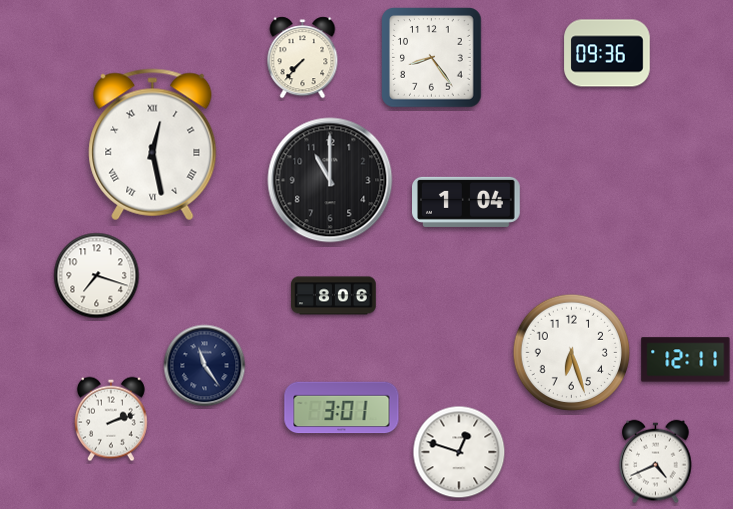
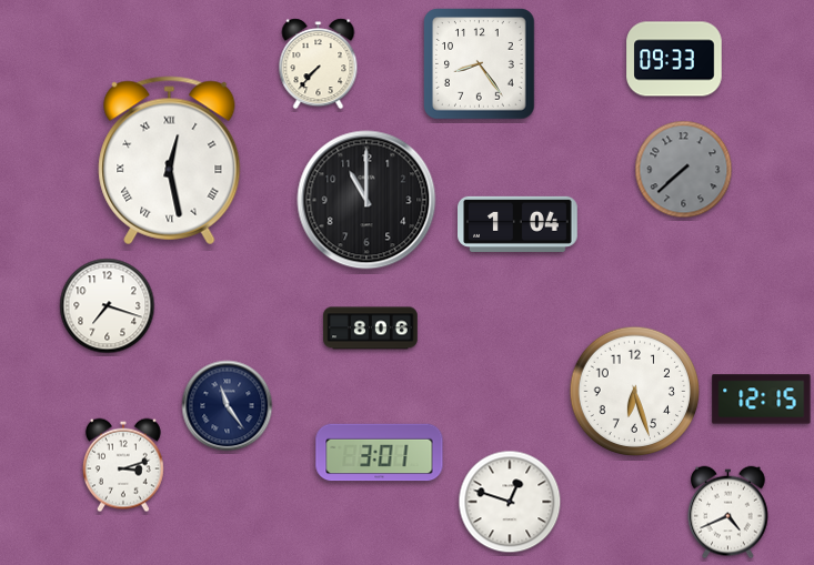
clock at (607, 53): 09:36 -> 09:33
clock at (303, 58) position: (303, 58) -> (319, 64)
clock at (684, 170): none -> 7:38
clock at (686, 360): 12:11 -> 12:15
clock at (111, 419): 2:12 -> 3:12
